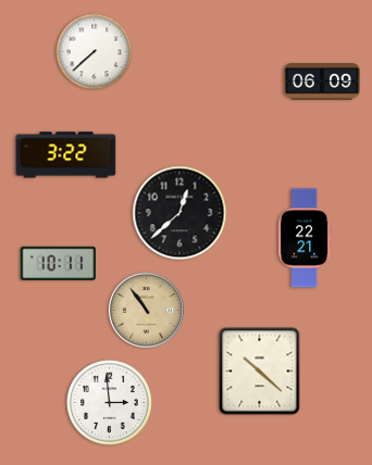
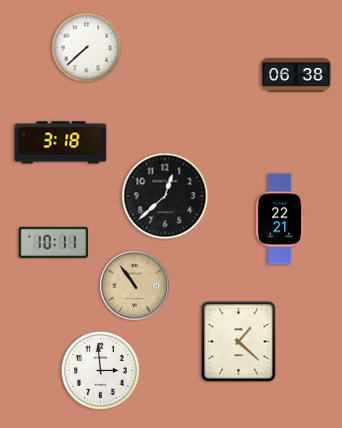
clock at (322, 81): 06:09 -> 06:38
clock at (66, 155): 3:22 -> 3:18
clock at (260, 372): 10:22 -> 1:22
